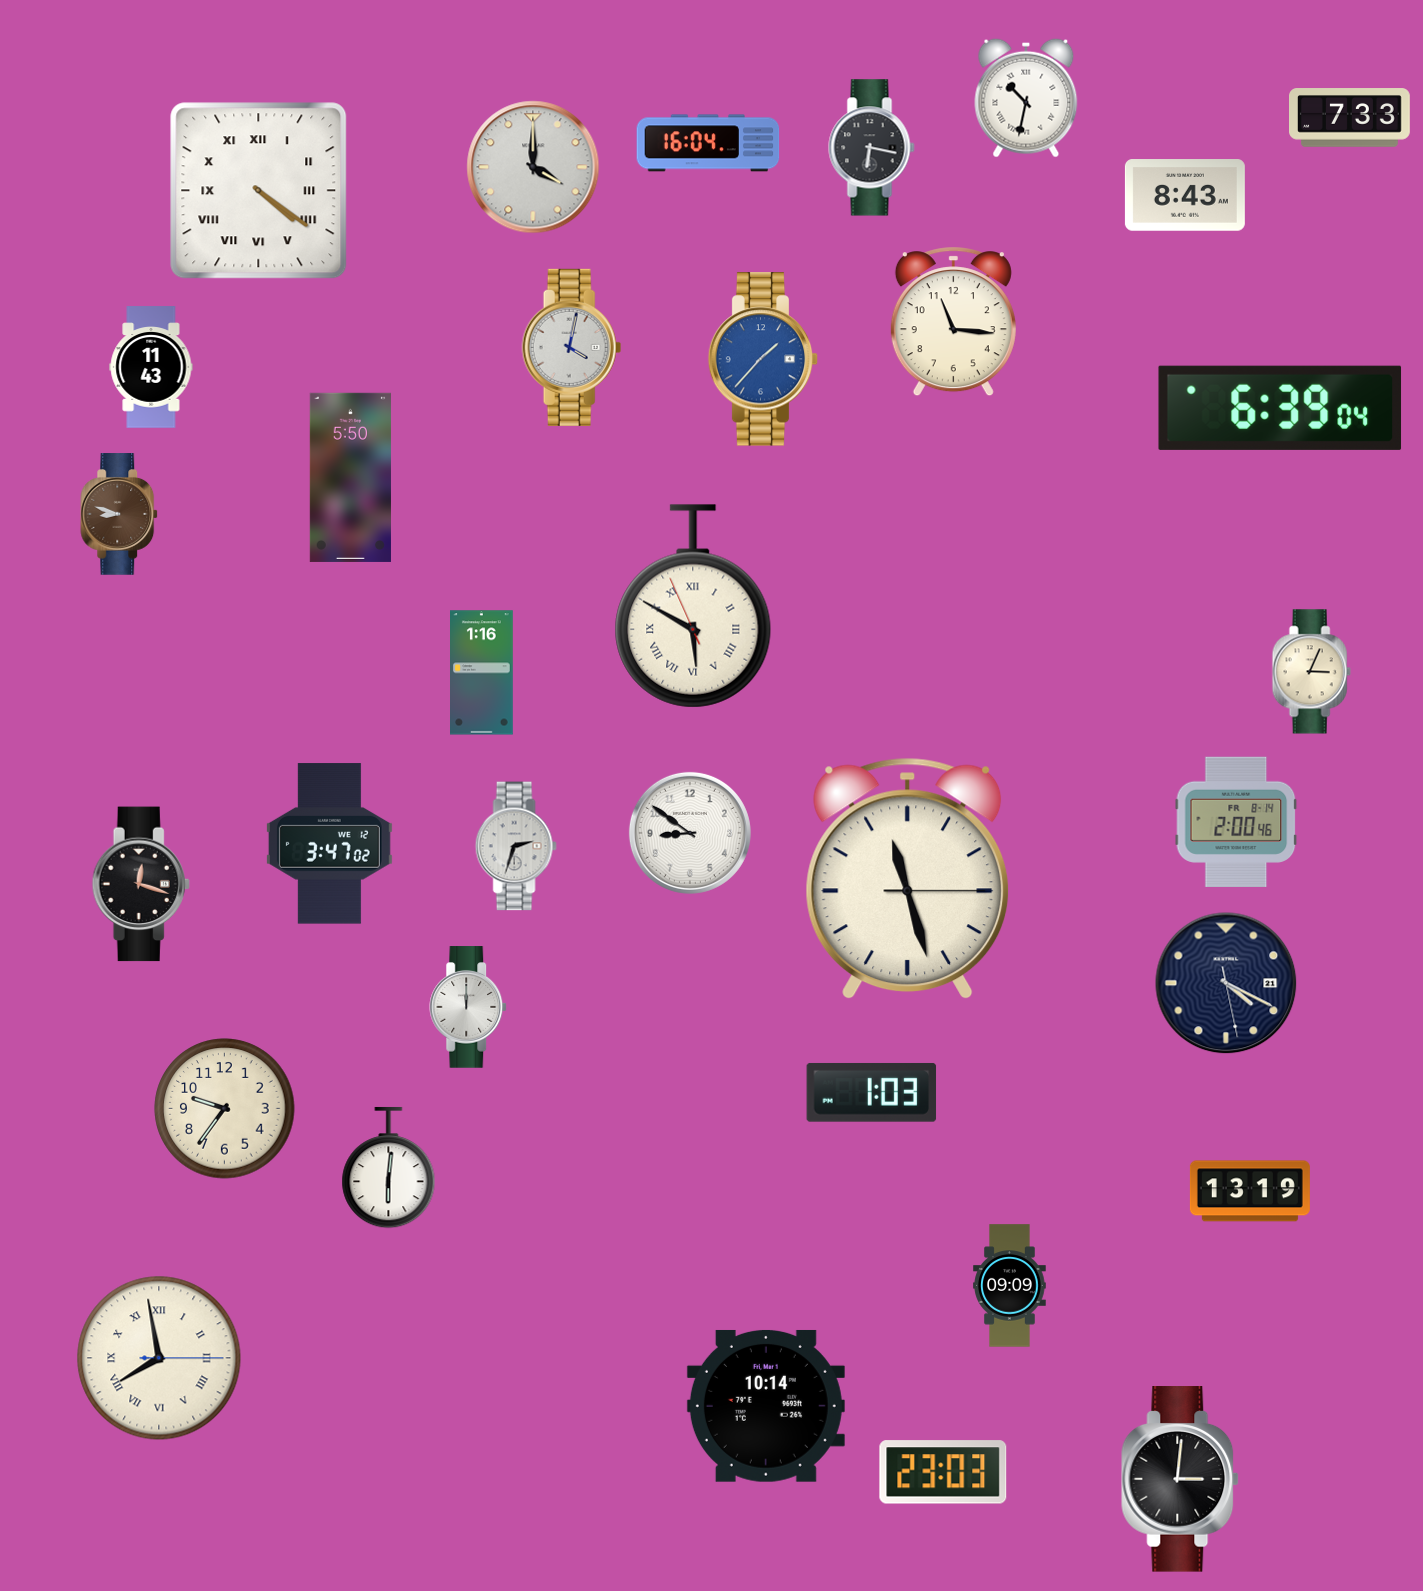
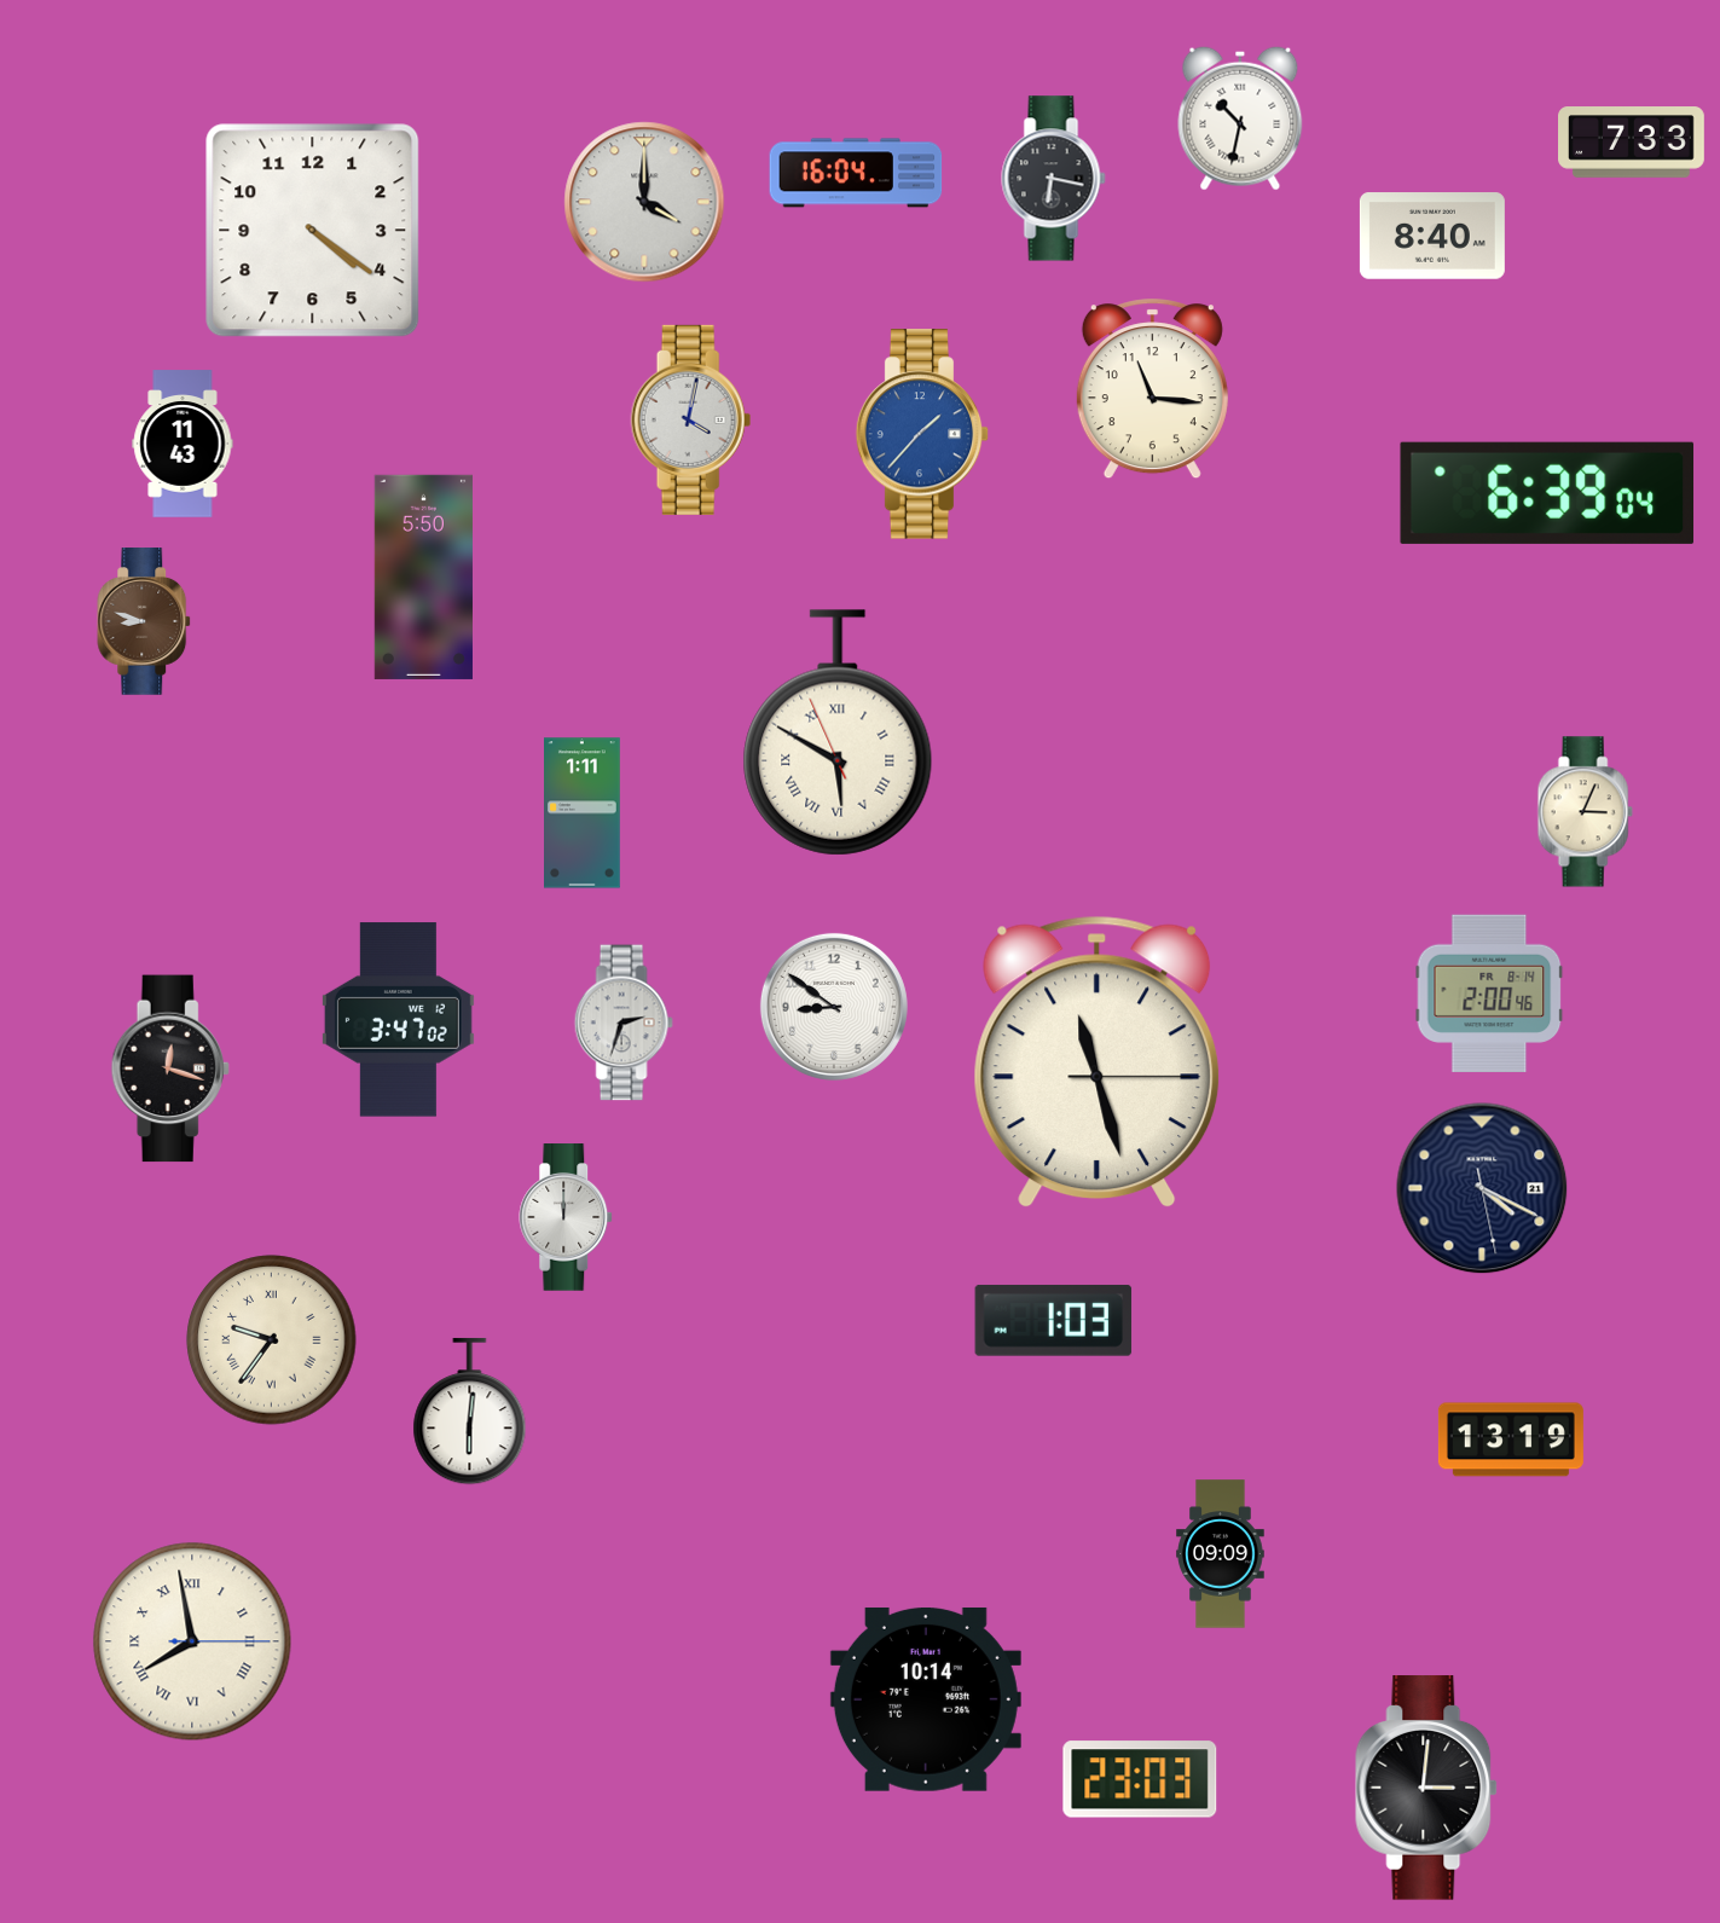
clock at (259, 191) numerals: Roman -> Arabic
clock at (1185, 195): 8:43 -> 8:40
clock at (482, 673): 1:16 -> 1:11
clock at (1236, 822) position: (1236, 822) -> (1489, 994)
clock at (225, 1109) numerals: Arabic -> Roman
